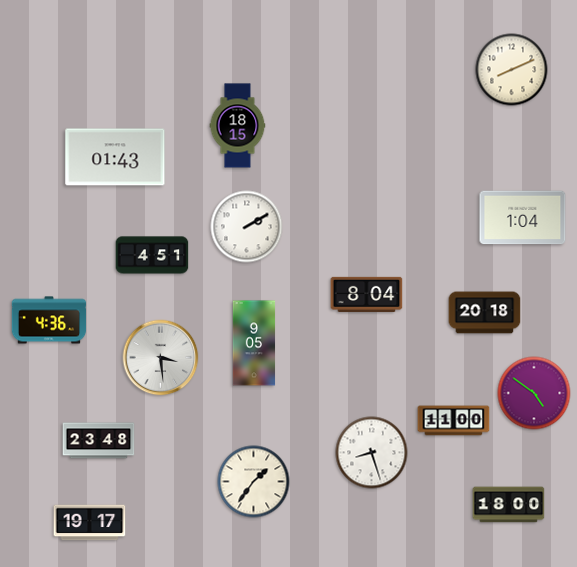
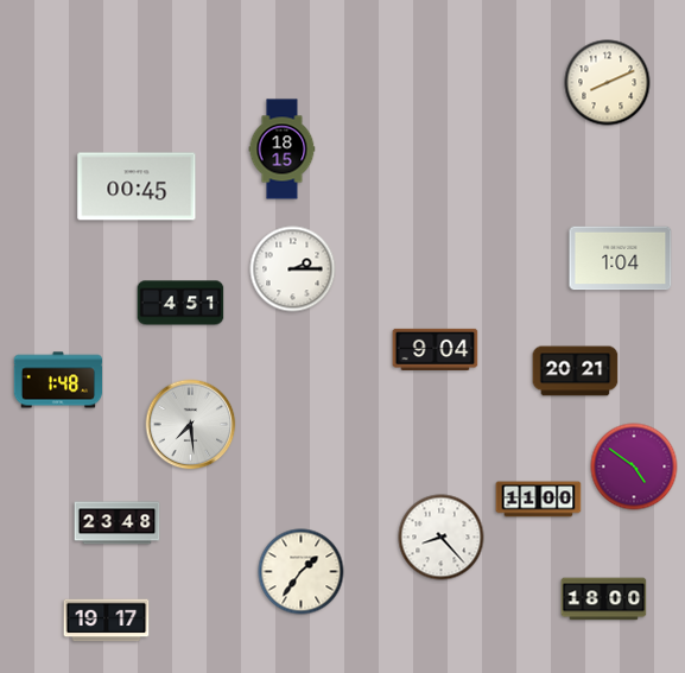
clock at (115, 157): 01:43 -> 00:45
clock at (247, 227): 2:10 -> 2:15
clock at (367, 294): 8:04 -> 9:04
clock at (485, 313): 20:18 -> 20:21
clock at (49, 320): 4:36 -> 1:48
clock at (254, 343): 9:05 -> none
clock at (161, 358): 3:29 -> 7:29
clock at (372, 453): 8:27 -> 8:23
